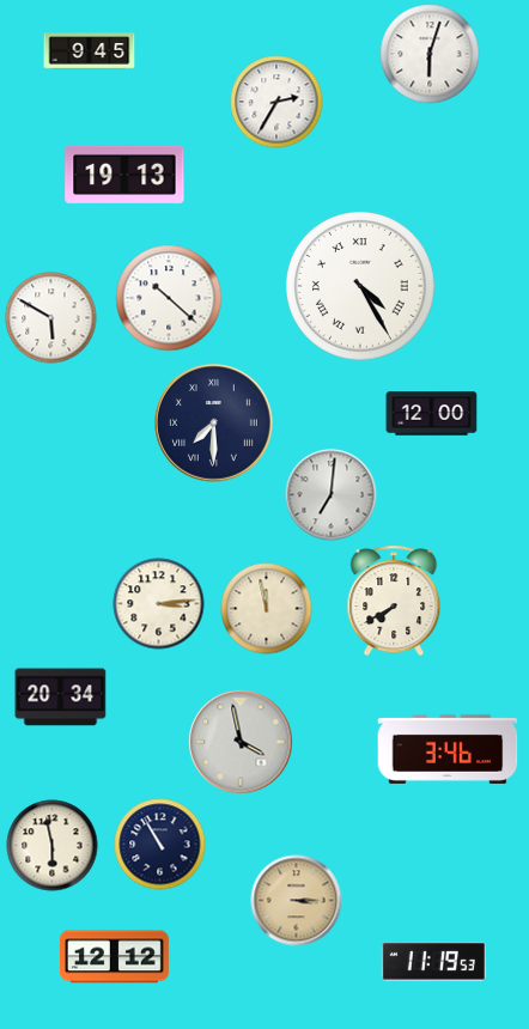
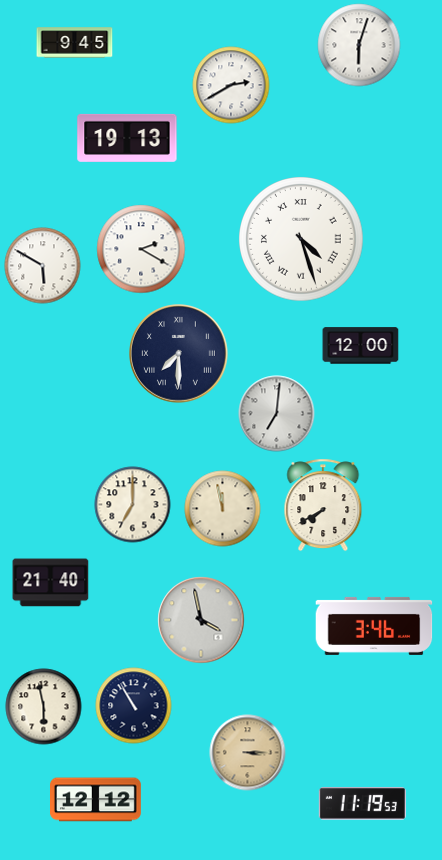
clock at (276, 102): 2:35 -> 2:40
clock at (124, 175) position: (124, 175) -> (127, 138)
clock at (360, 286): 4:25 -> 4:27
clock at (169, 298): 10:22 -> 2:20
clock at (394, 601) position: (394, 601) -> (323, 505)
clock at (159, 604): 3:14 -> 7:00
clock at (61, 698): 20:34 -> 21:40
